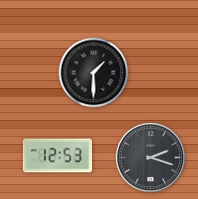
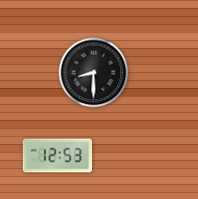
clock at (94, 73): 1:30 -> 8:30
clock at (150, 157): 2:18 -> none
